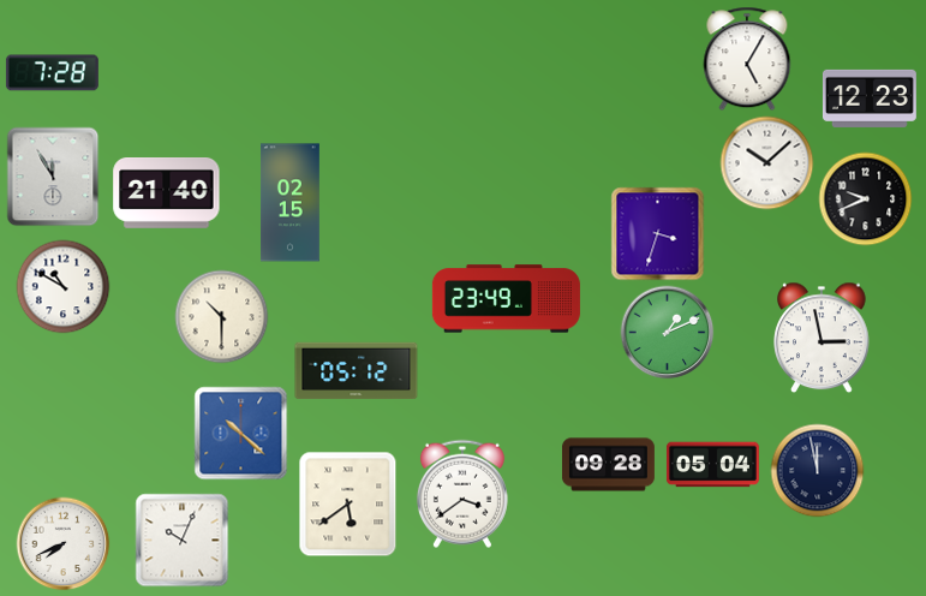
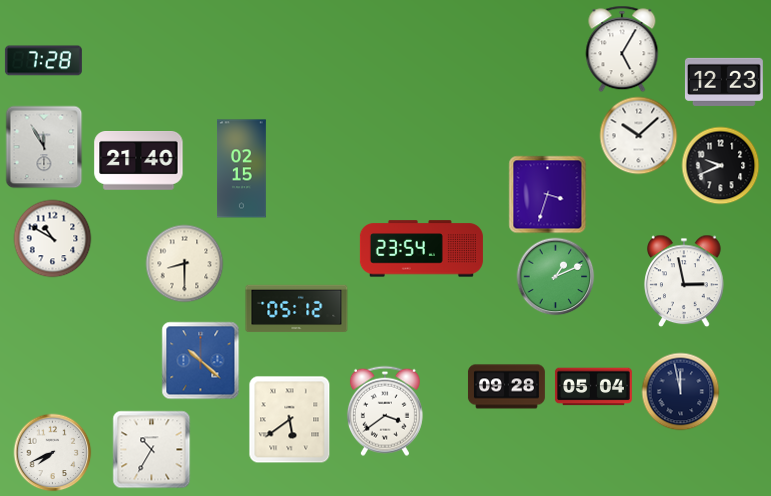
clock at (506, 299): 23:49 -> 23:54
clock at (221, 316): 10:30 -> 8:30
clock at (181, 540): 10:04 -> 10:35
